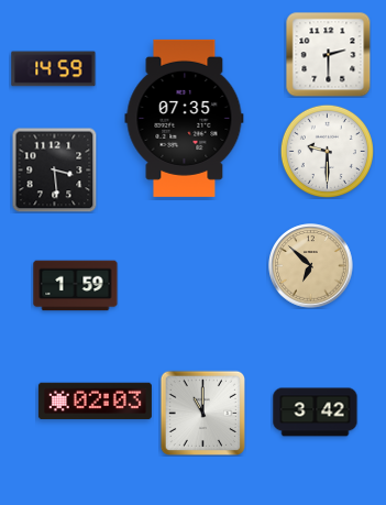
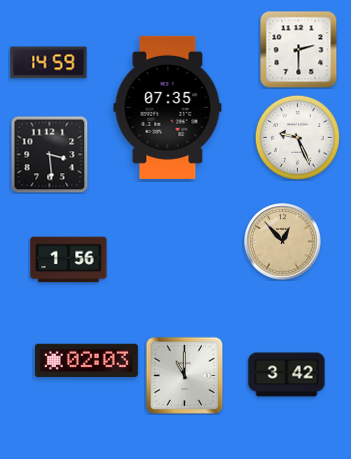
clock at (327, 151): 9:30 -> 9:26
clock at (311, 266): 6:52 -> 12:53
clock at (76, 286): 1:59 -> 1:56
clock at (95, 402) position: (95, 402) -> (86, 361)
